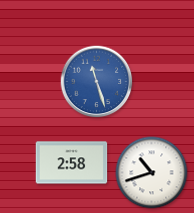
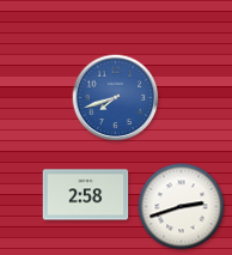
clock at (97, 82): 11:27 -> 7:42
clock at (152, 173): 10:42 -> 2:42
